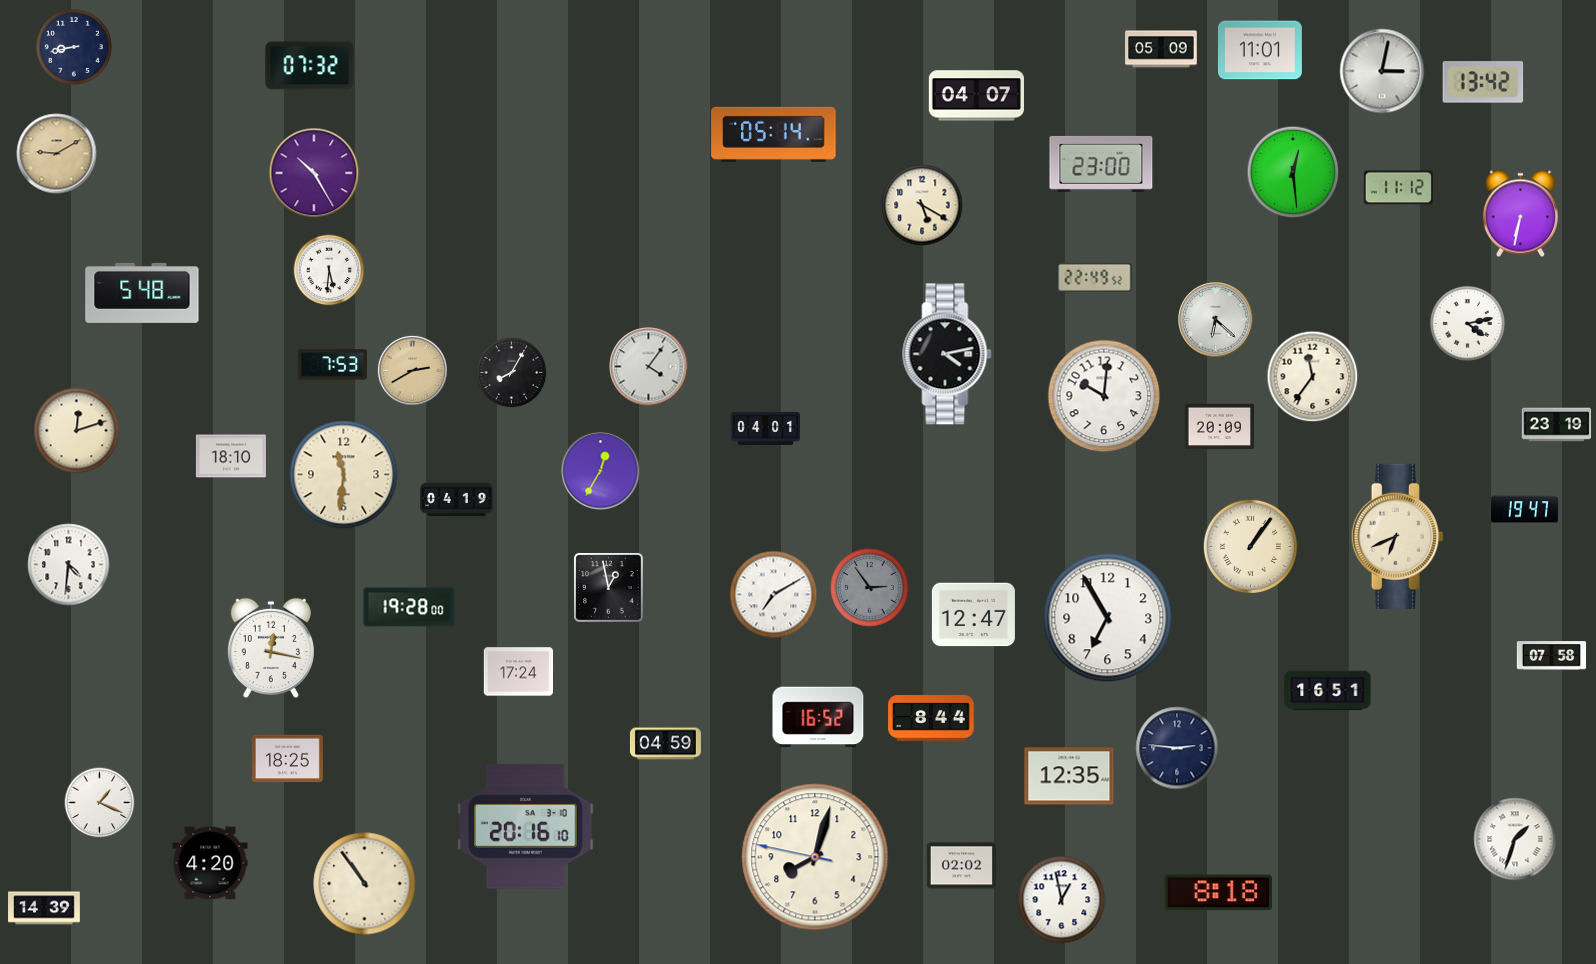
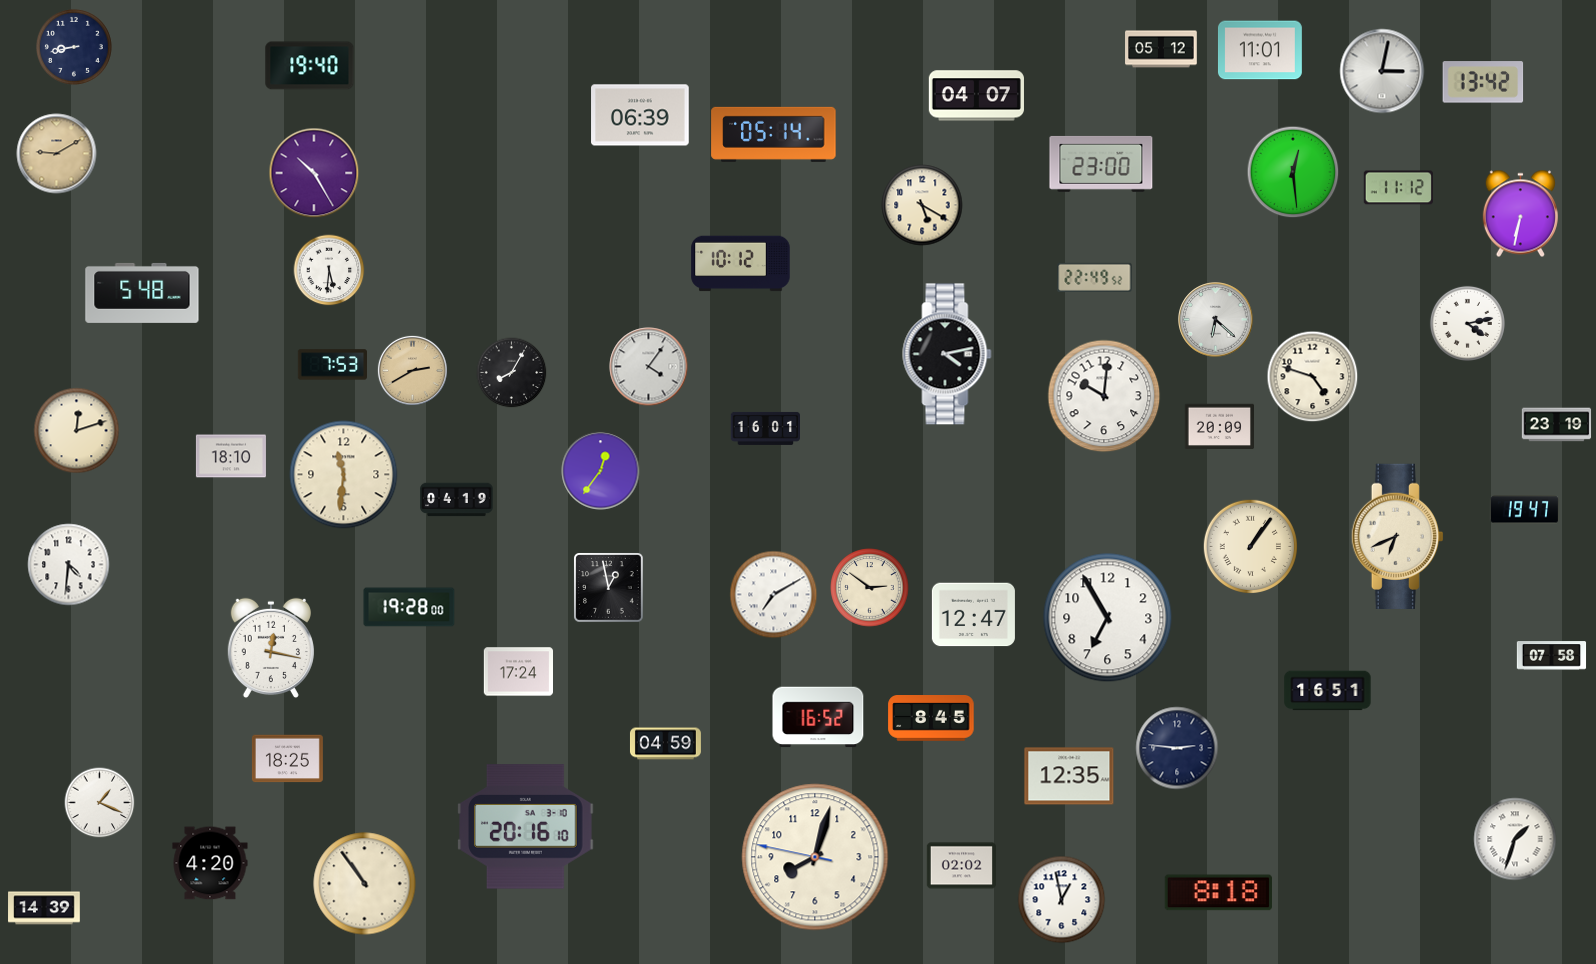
clock at (1161, 49): 05:09 -> 05:12
clock at (310, 66): 07:32 -> 19:40
clock at (640, 115): none -> 06:39
clock at (741, 264): none -> 10:12
clock at (1313, 377): 11:36 -> 4:48
clock at (765, 428): 04:01 -> 16:01
clock at (601, 471): 12:35 -> 12:36
clock at (870, 588): 2:54 -> 2:51
clock at (870, 588) dial: grey -> cream
clock at (931, 719): 8:44 -> 8:45
